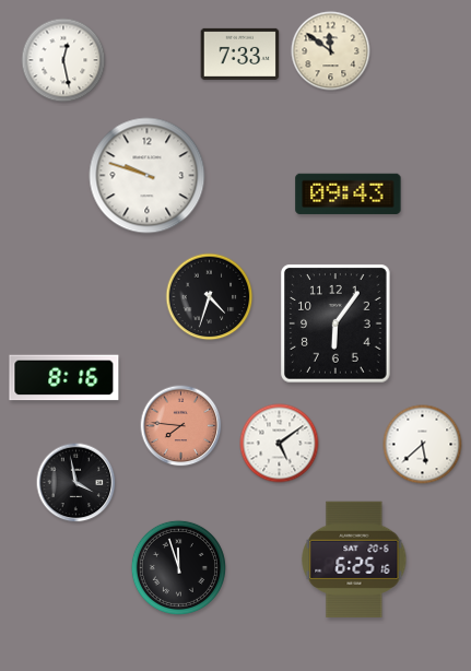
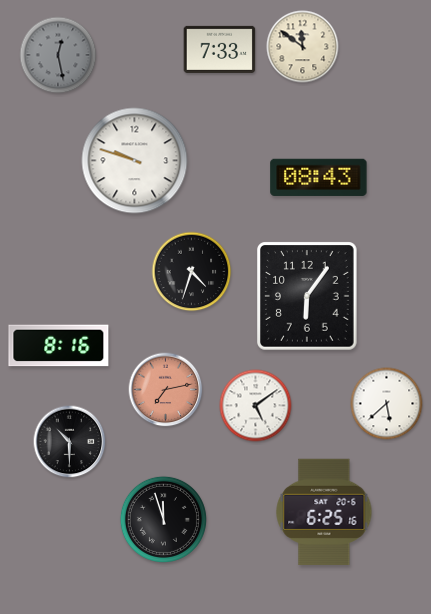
clock at (63, 60) dial: white -> grey
clock at (349, 193): 09:43 -> 08:43
clock at (181, 426): 7:46 -> 7:13
clock at (423, 445) position: (423, 445) -> (387, 404)
clock at (76, 483): 3:58 -> 10:30
